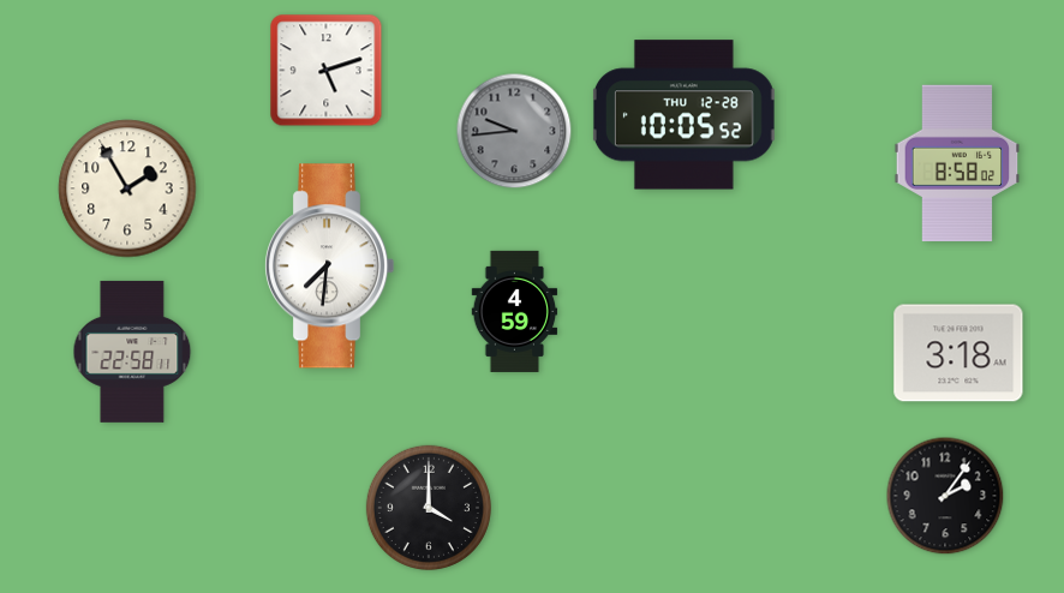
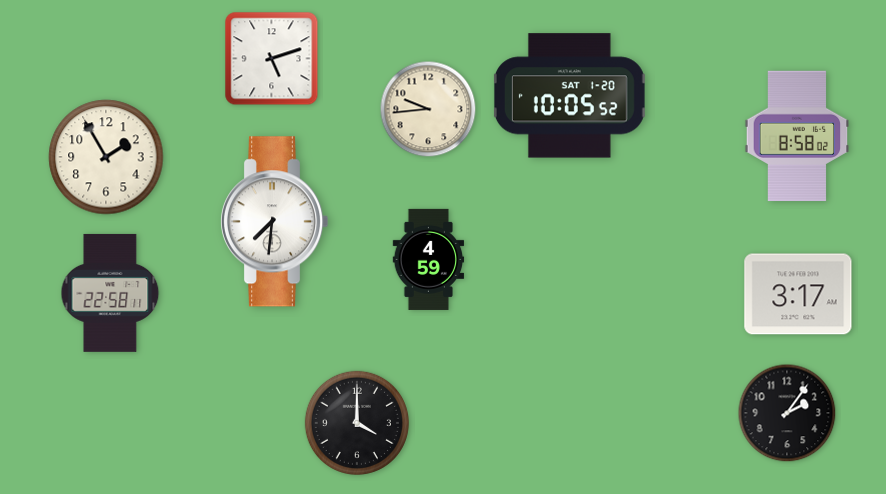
clock at (683, 115) date: THU 12-28 -> SAT 1-20
clock at (514, 131) dial: grey -> cream
clock at (958, 353): 3:18 -> 3:17
